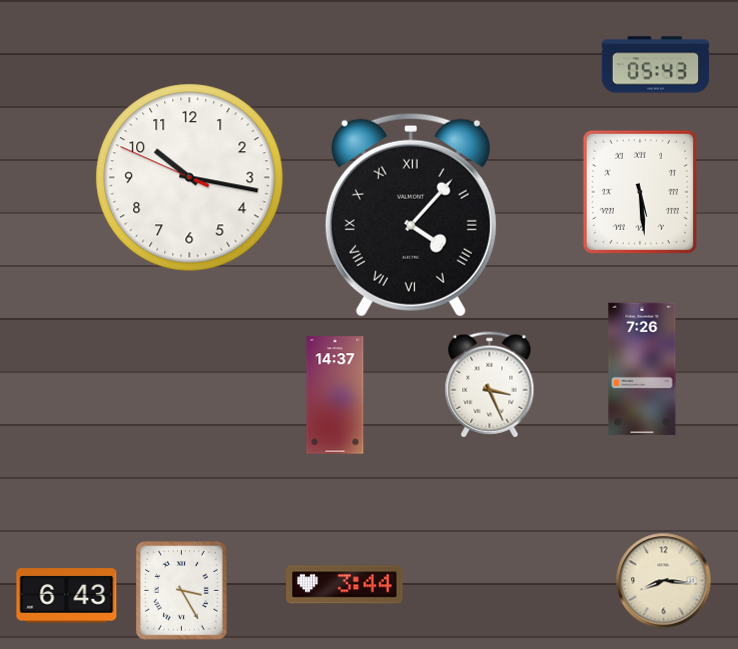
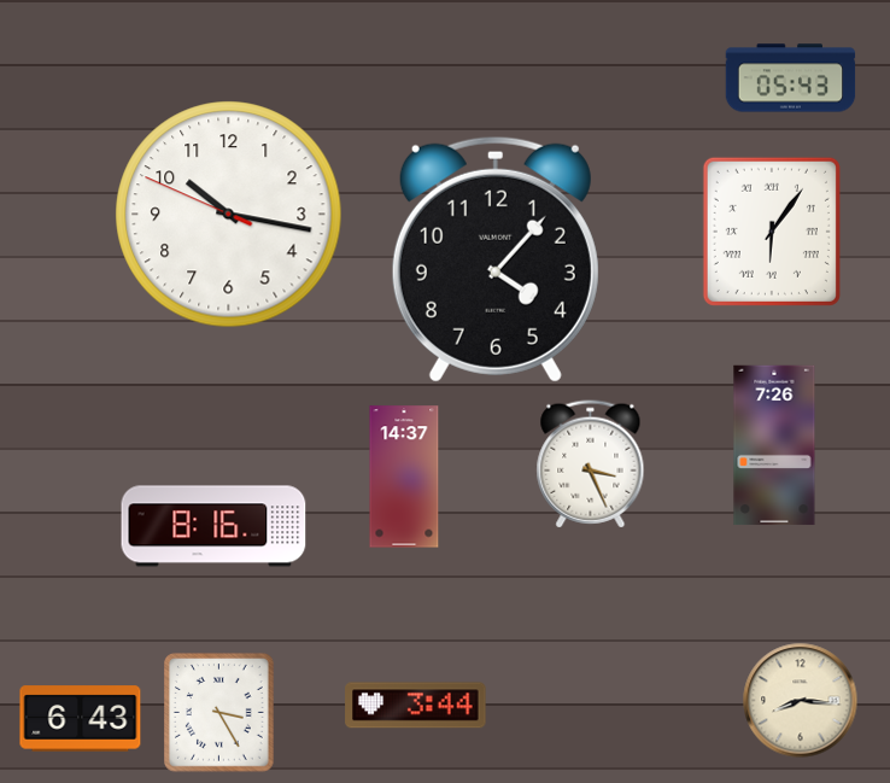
clock at (640, 192): 5:29 -> 6:06
clock at (411, 215) numerals: Roman -> Arabic
clock at (213, 526): none -> 8:16
